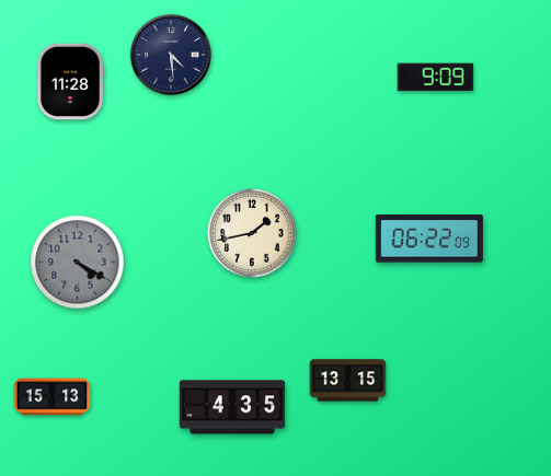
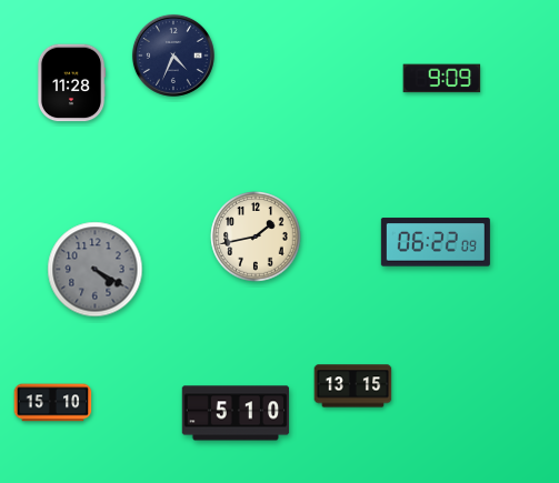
clock at (171, 55): 4:29 -> 4:34
clock at (78, 263) position: (78, 263) -> (96, 270)
clock at (53, 397): 15:13 -> 15:10
clock at (232, 407): 4:35 -> 5:10
